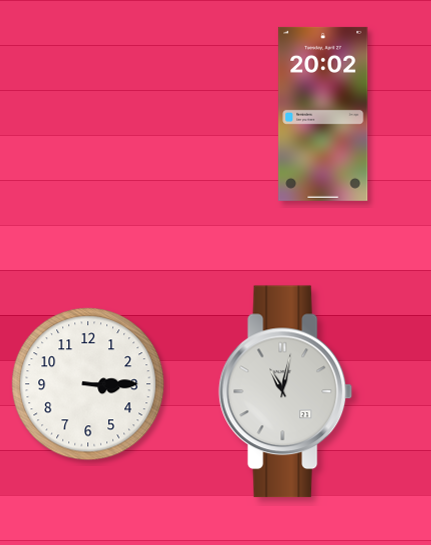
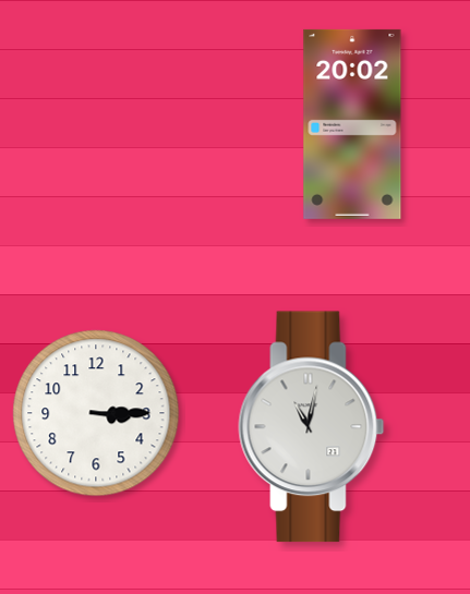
clock at (88, 384) position: (88, 384) -> (96, 413)
